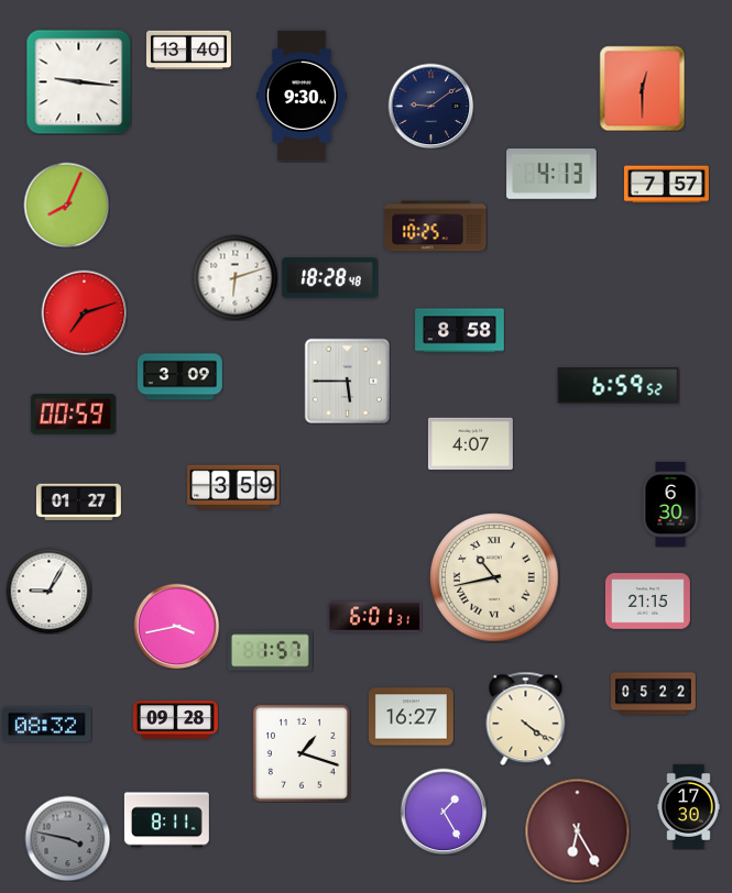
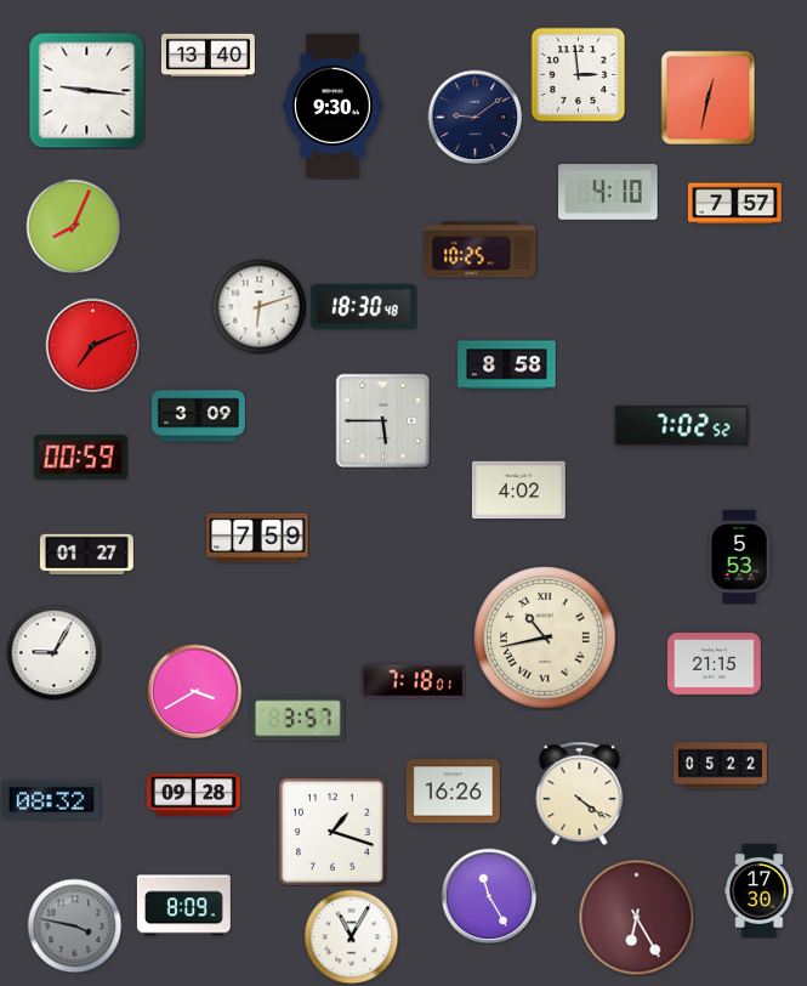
clock at (578, 74): none -> 2:59
clock at (642, 88): 12:30 -> 12:32
clock at (551, 174): 4:13 -> 4:10
clock at (330, 278): 18:28 -> 18:30
clock at (84, 312): 7:12 -> 7:11
clock at (619, 386): 6:59 -> 7:02
clock at (470, 444): 4:07 -> 4:02
clock at (233, 487): 3:59 -> 7:59
clock at (670, 504): 6:30 -> 5:53
clock at (375, 617): 6:01 -> 7:18
clock at (176, 626): 3:43 -> 3:40
clock at (270, 651): 1:57 -> 3:57
clock at (411, 717): 16:27 -> 16:26
clock at (444, 812): 1:25 -> 11:25
clock at (166, 820): 8:11 -> 8:09
clock at (351, 936): none -> 11:05
